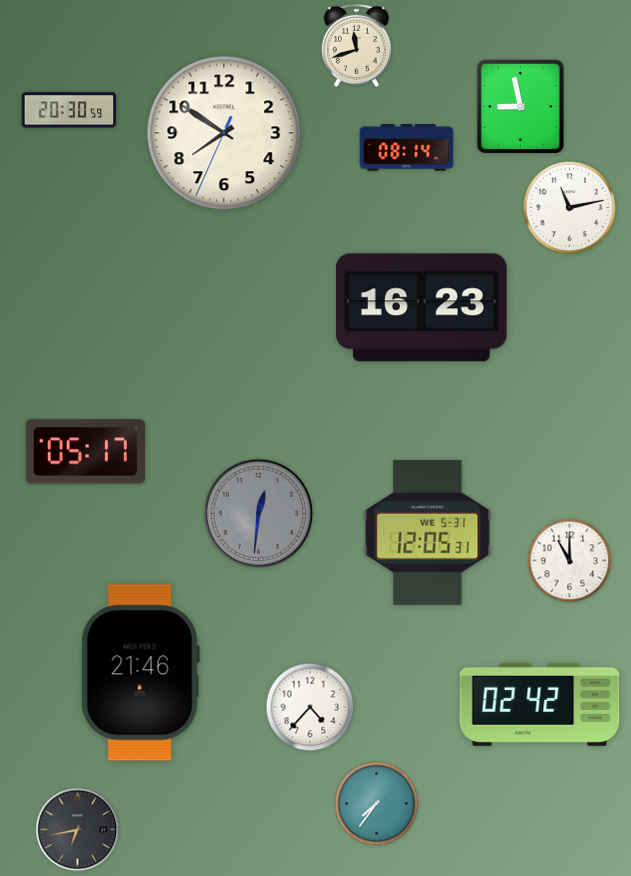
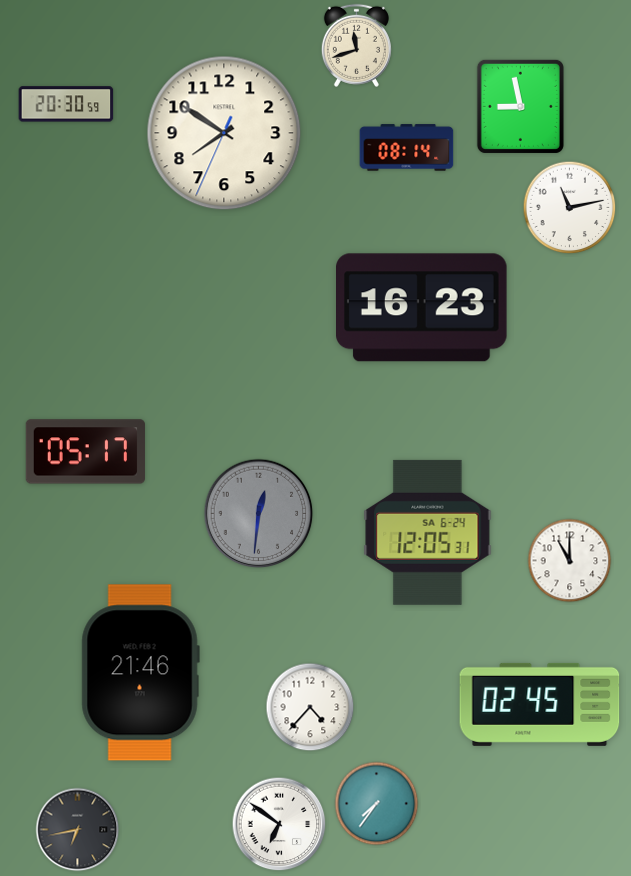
clock at (69, 110) position: (69, 110) -> (66, 104)
clock at (428, 532) date: WE 5-31 -> SA 6-24
clock at (540, 704): 02:42 -> 02:45
clock at (279, 824): none -> 6:51
